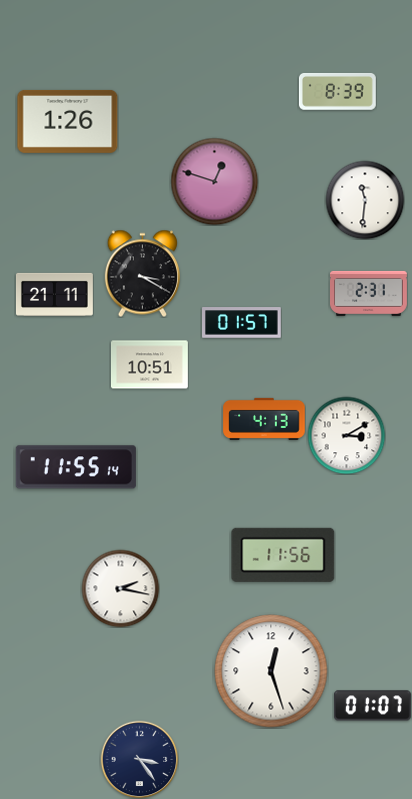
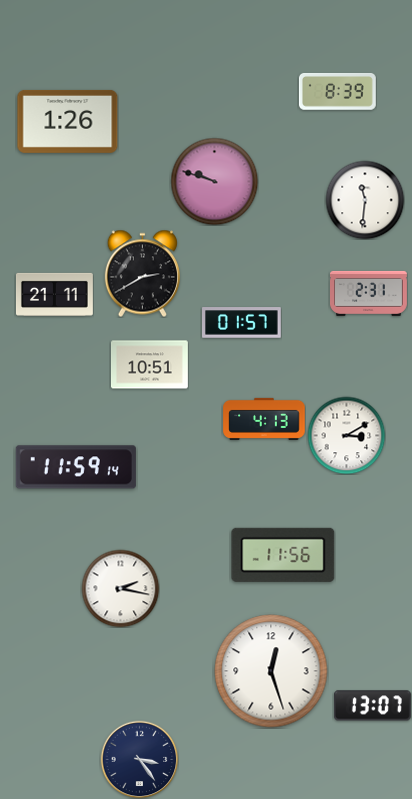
clock at (214, 181): 12:48 -> 9:48
clock at (142, 273): 3:20 -> 2:40
clock at (76, 467): 11:55 -> 11:59
clock at (372, 706): 01:07 -> 13:07
